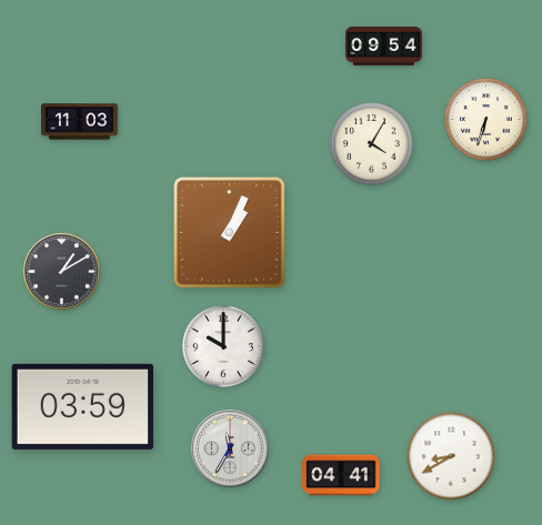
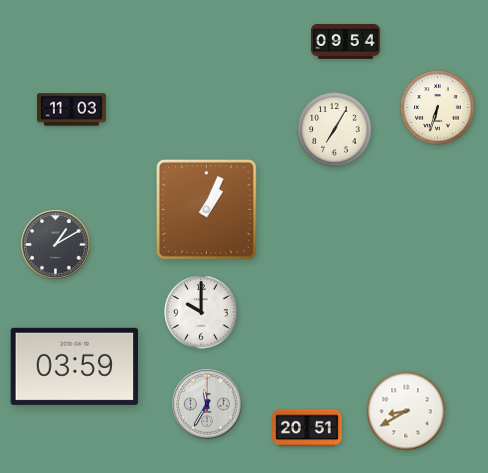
clock at (372, 144): 4:05 -> 7:05
clock at (341, 475): 04:41 -> 20:51
